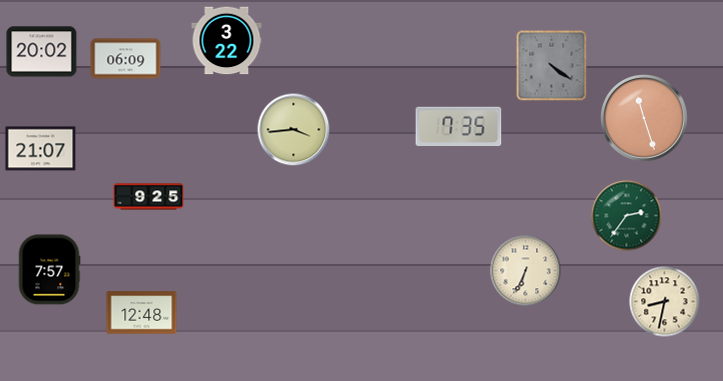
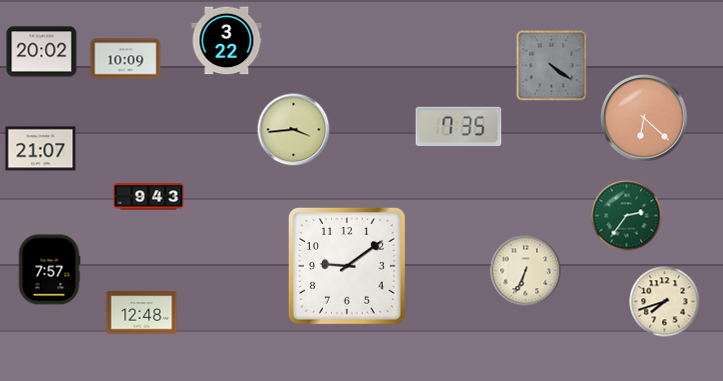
clock at (126, 59): 06:09 -> 10:09
clock at (645, 119): 11:27 -> 6:22
clock at (149, 197): 9:25 -> 9:43
clock at (347, 266): none -> 9:09
clock at (665, 302): 8:32 -> 7:42
